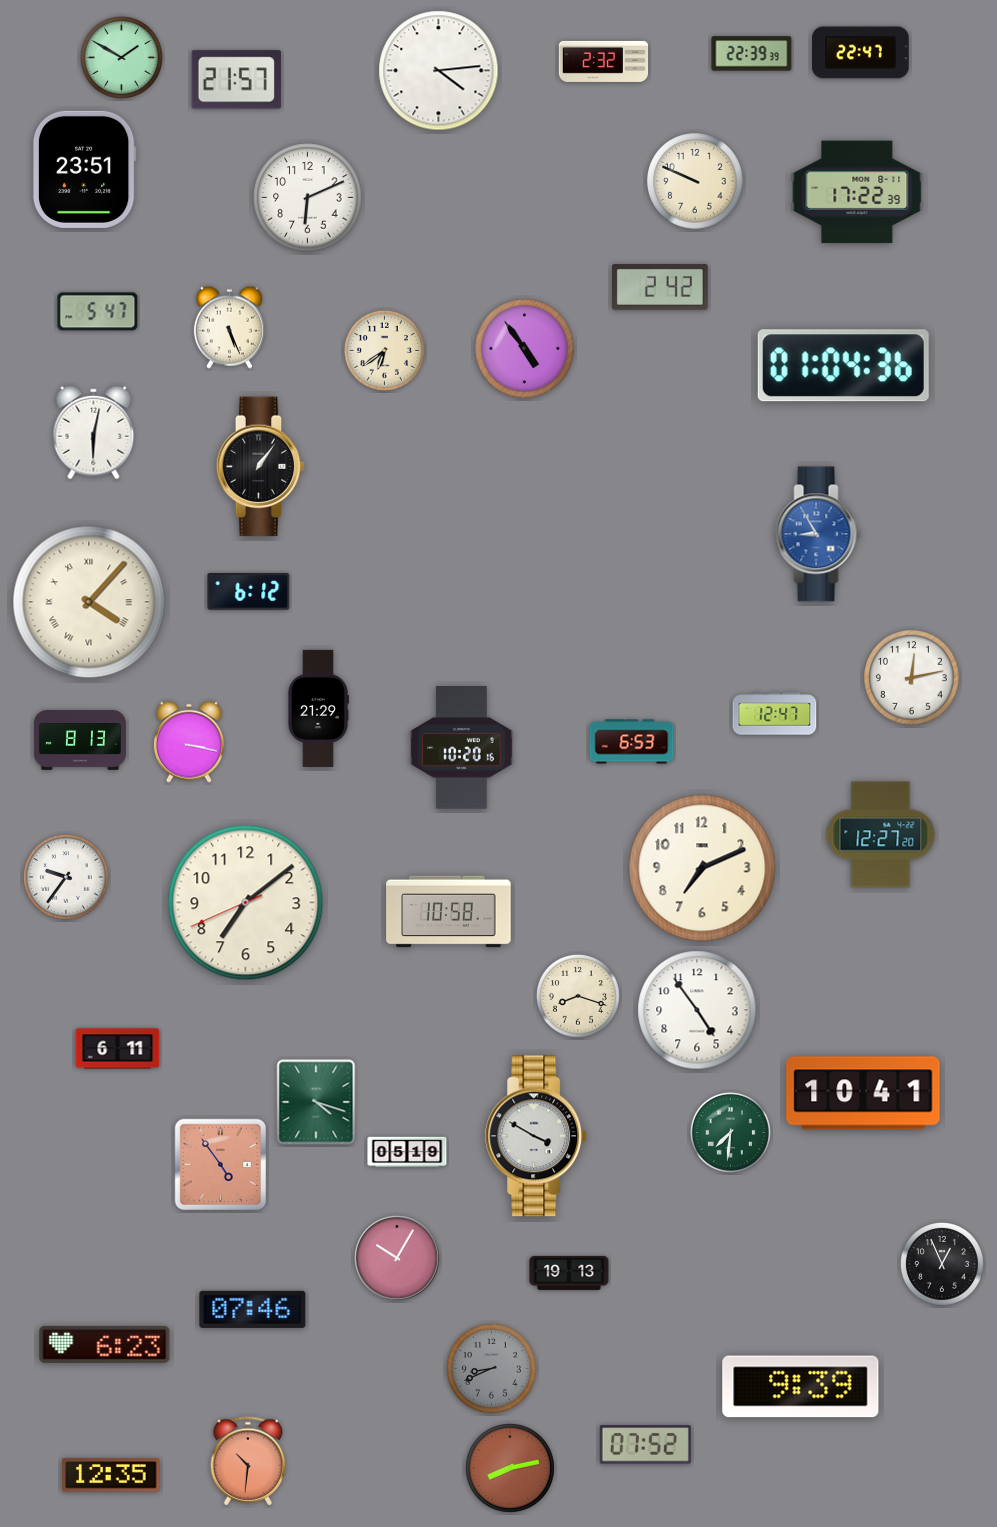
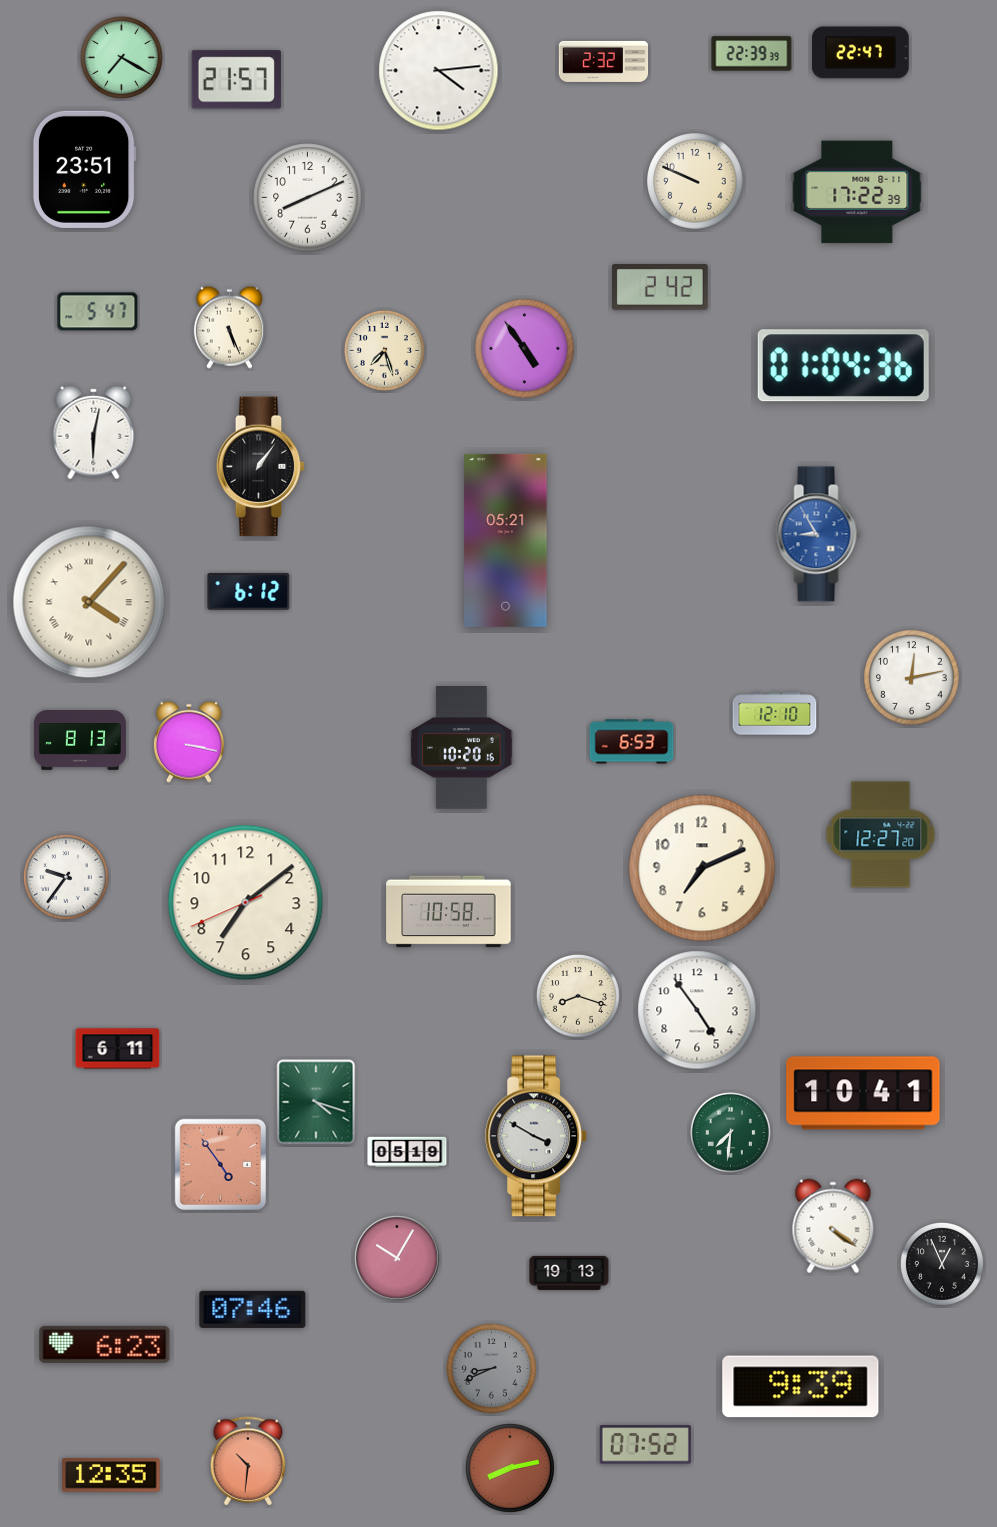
clock at (121, 57): 1:50 -> 7:20
clock at (308, 198): 6:11 -> 8:11
clock at (384, 350): 6:39 -> 7:27
clock at (506, 540): none -> 05:21
clock at (317, 708): 21:29 -> none
clock at (775, 714): 12:47 -> 12:10
clock at (833, 1226): none -> 4:21
